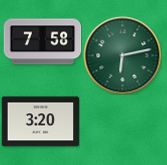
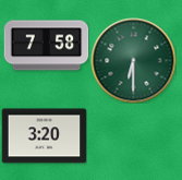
clock at (122, 55): 6:13 -> 6:30
clock at (40, 122) position: (40, 122) -> (44, 136)
